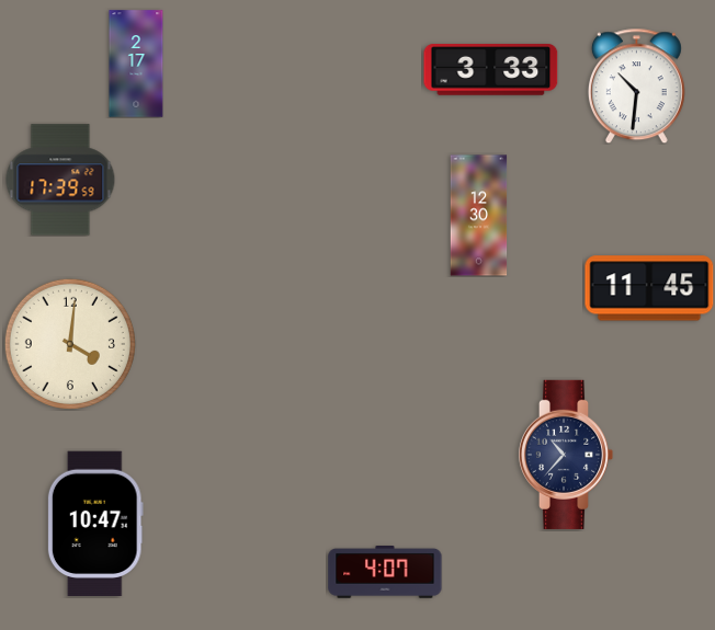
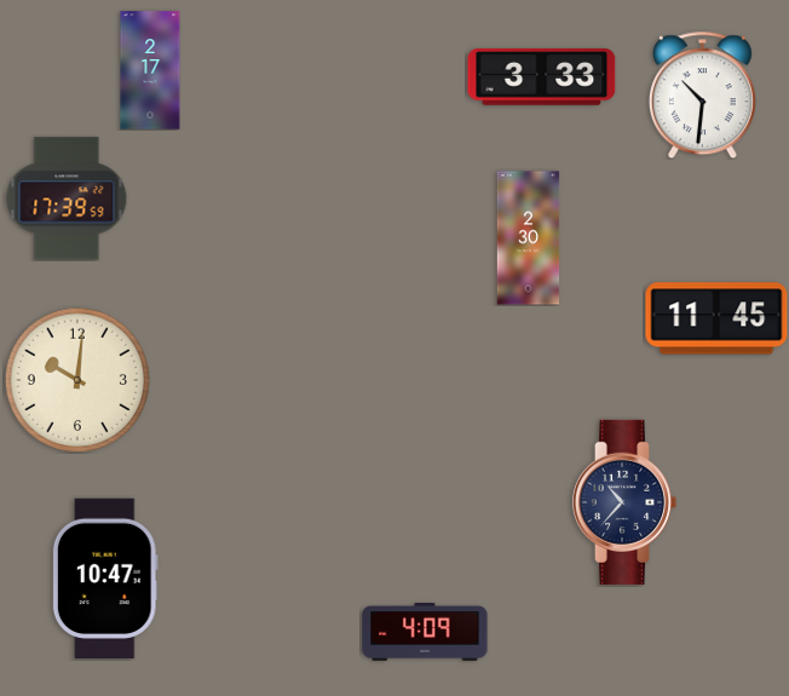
clock at (479, 216): 12:30 -> 2:30
clock at (70, 344): 4:01 -> 10:01
clock at (385, 573): 4:07 -> 4:09
